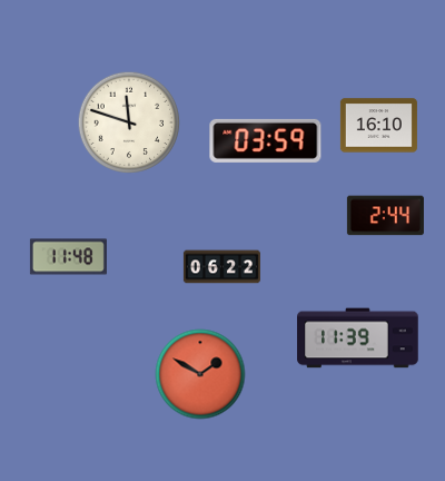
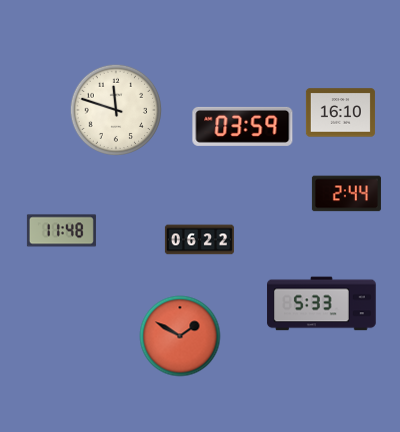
clock at (266, 140) position: (266, 140) -> (243, 126)
clock at (358, 338): 11:39 -> 5:33
